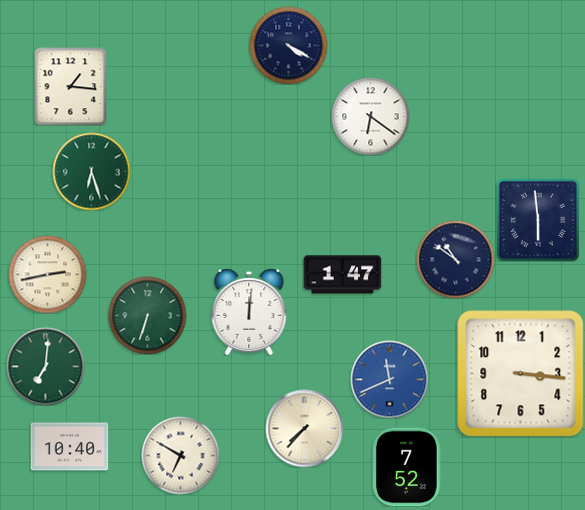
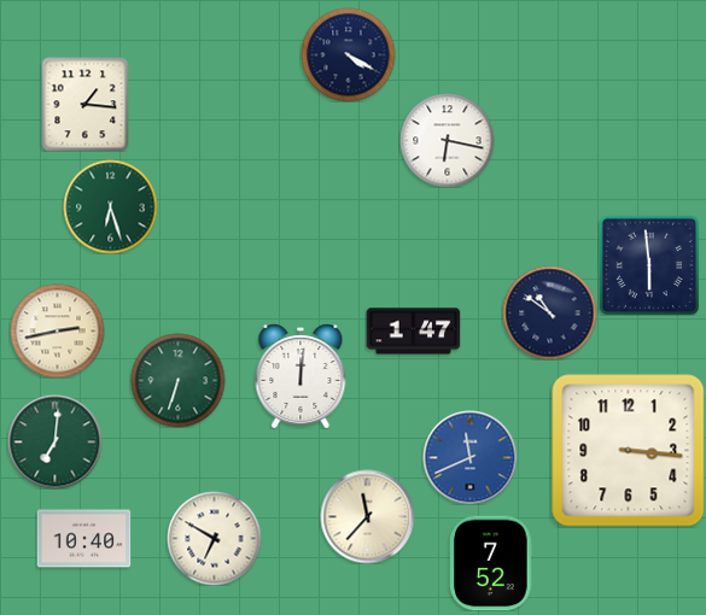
clock at (370, 116): 6:21 -> 6:17
clock at (304, 428): 7:37 -> 11:37
clock at (180, 455) position: (180, 455) -> (214, 538)
